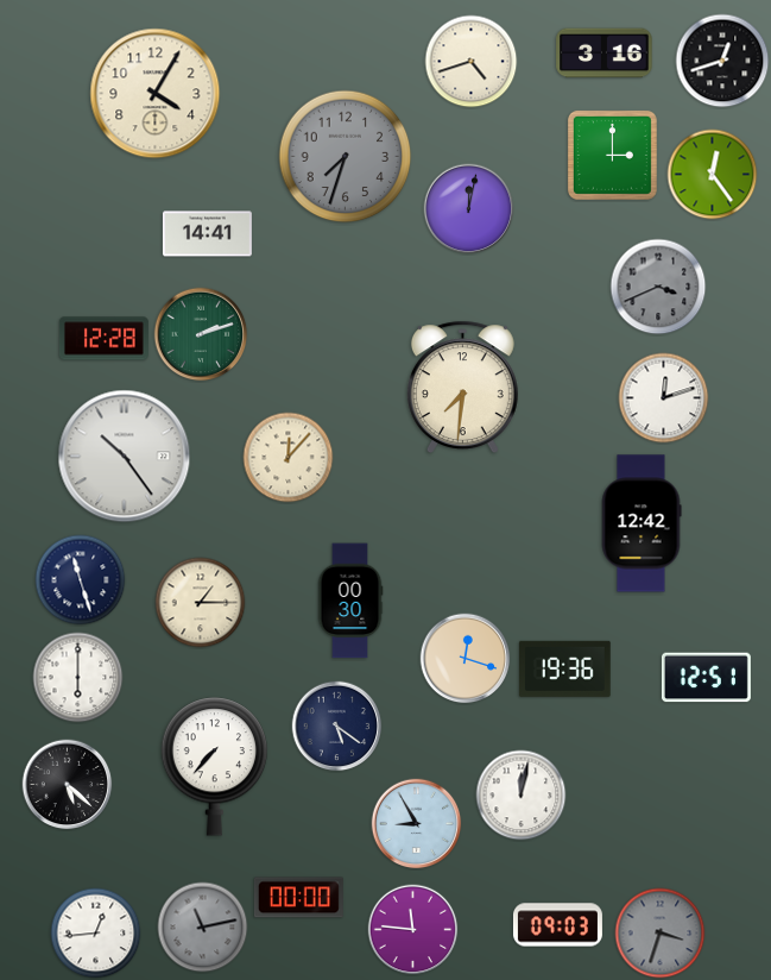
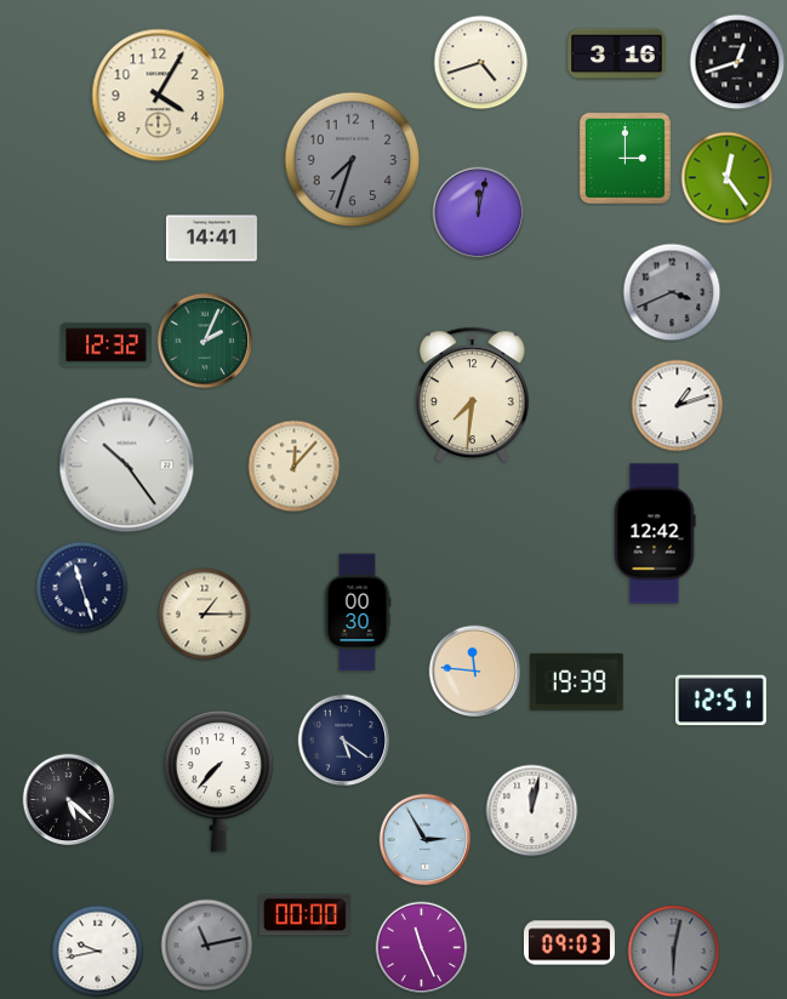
clock at (201, 334): 2:12 -> 2:04
clock at (103, 339): 12:28 -> 12:32
clock at (664, 398): 12:12 -> 1:12
clock at (81, 580) position: (81, 580) -> (82, 588)
clock at (466, 659): 12:18 -> 11:46
clock at (564, 668): 19:36 -> 19:39
clock at (78, 678): 6:00 -> none
clock at (706, 678) position: (706, 678) -> (720, 701)
clock at (417, 824): 8:55 -> 2:55
clock at (413, 930): 11:46 -> 11:26
clock at (96, 934): 12:44 -> 9:43
clock at (661, 934): 3:33 -> 6:02
